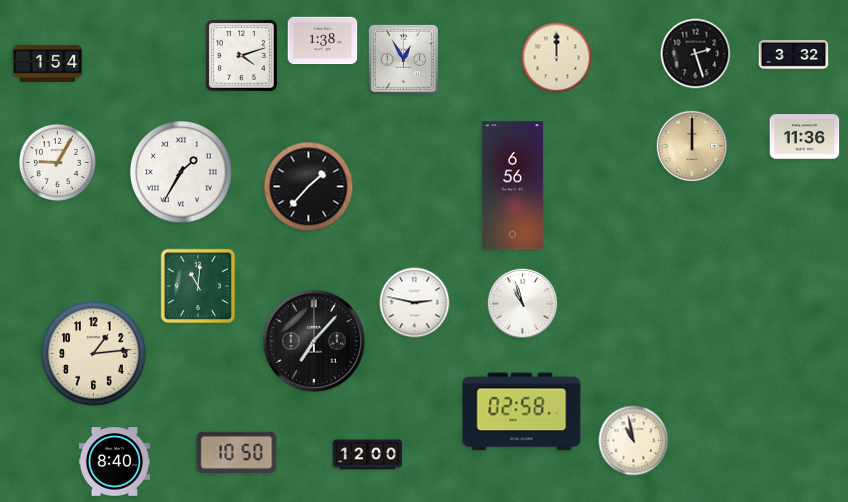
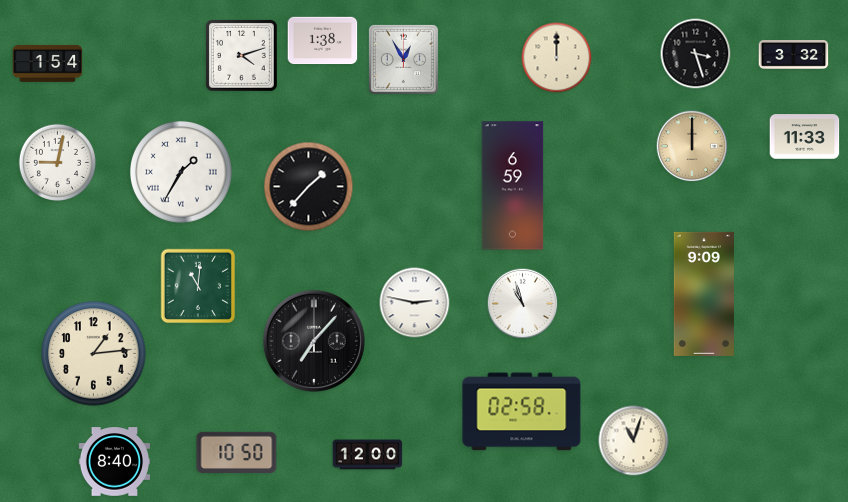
clock at (696, 54): 2:27 -> 3:27
clock at (805, 137): 11:36 -> 11:33
clock at (57, 162): 9:05 -> 9:02
clock at (513, 186): 6:56 -> 6:59
clock at (704, 294): none -> 9:09
clock at (634, 441): 10:58 -> 11:03
